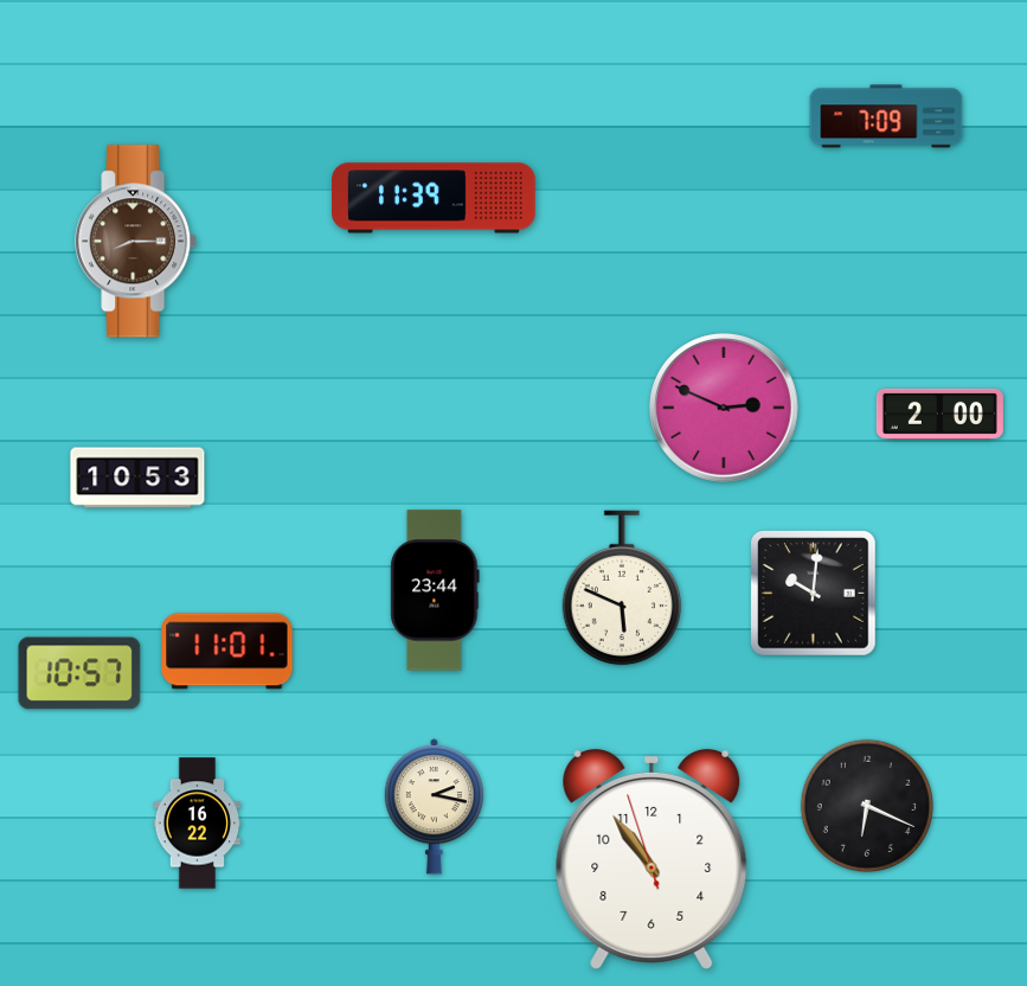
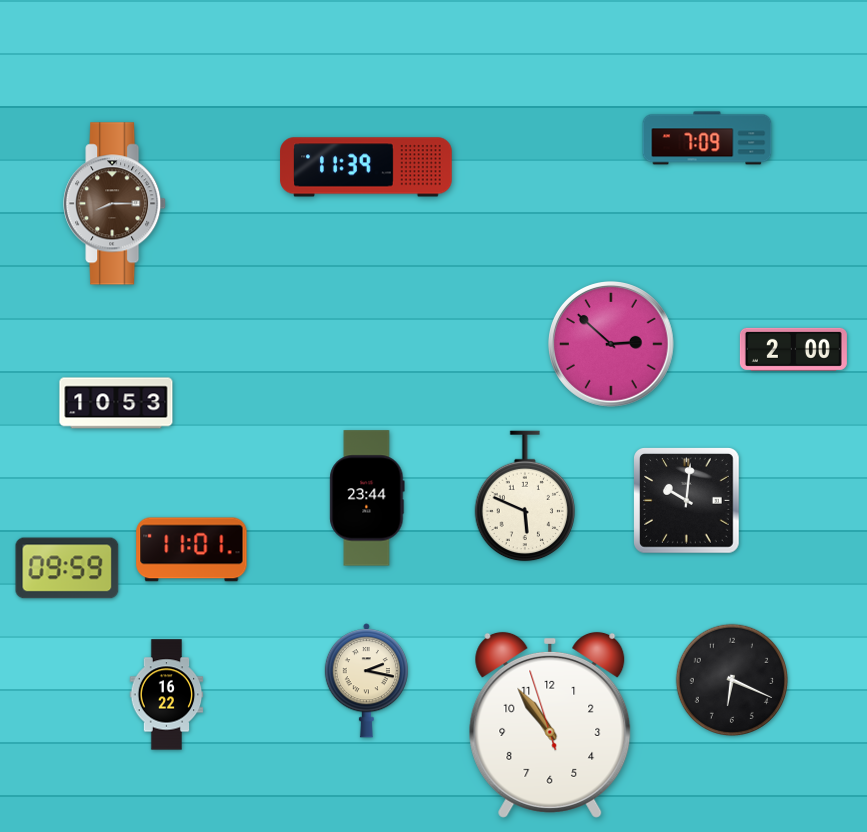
clock at (886, 116) position: (886, 116) -> (707, 138)
clock at (725, 409): 2:49 -> 2:52
clock at (79, 673): 10:57 -> 09:59
